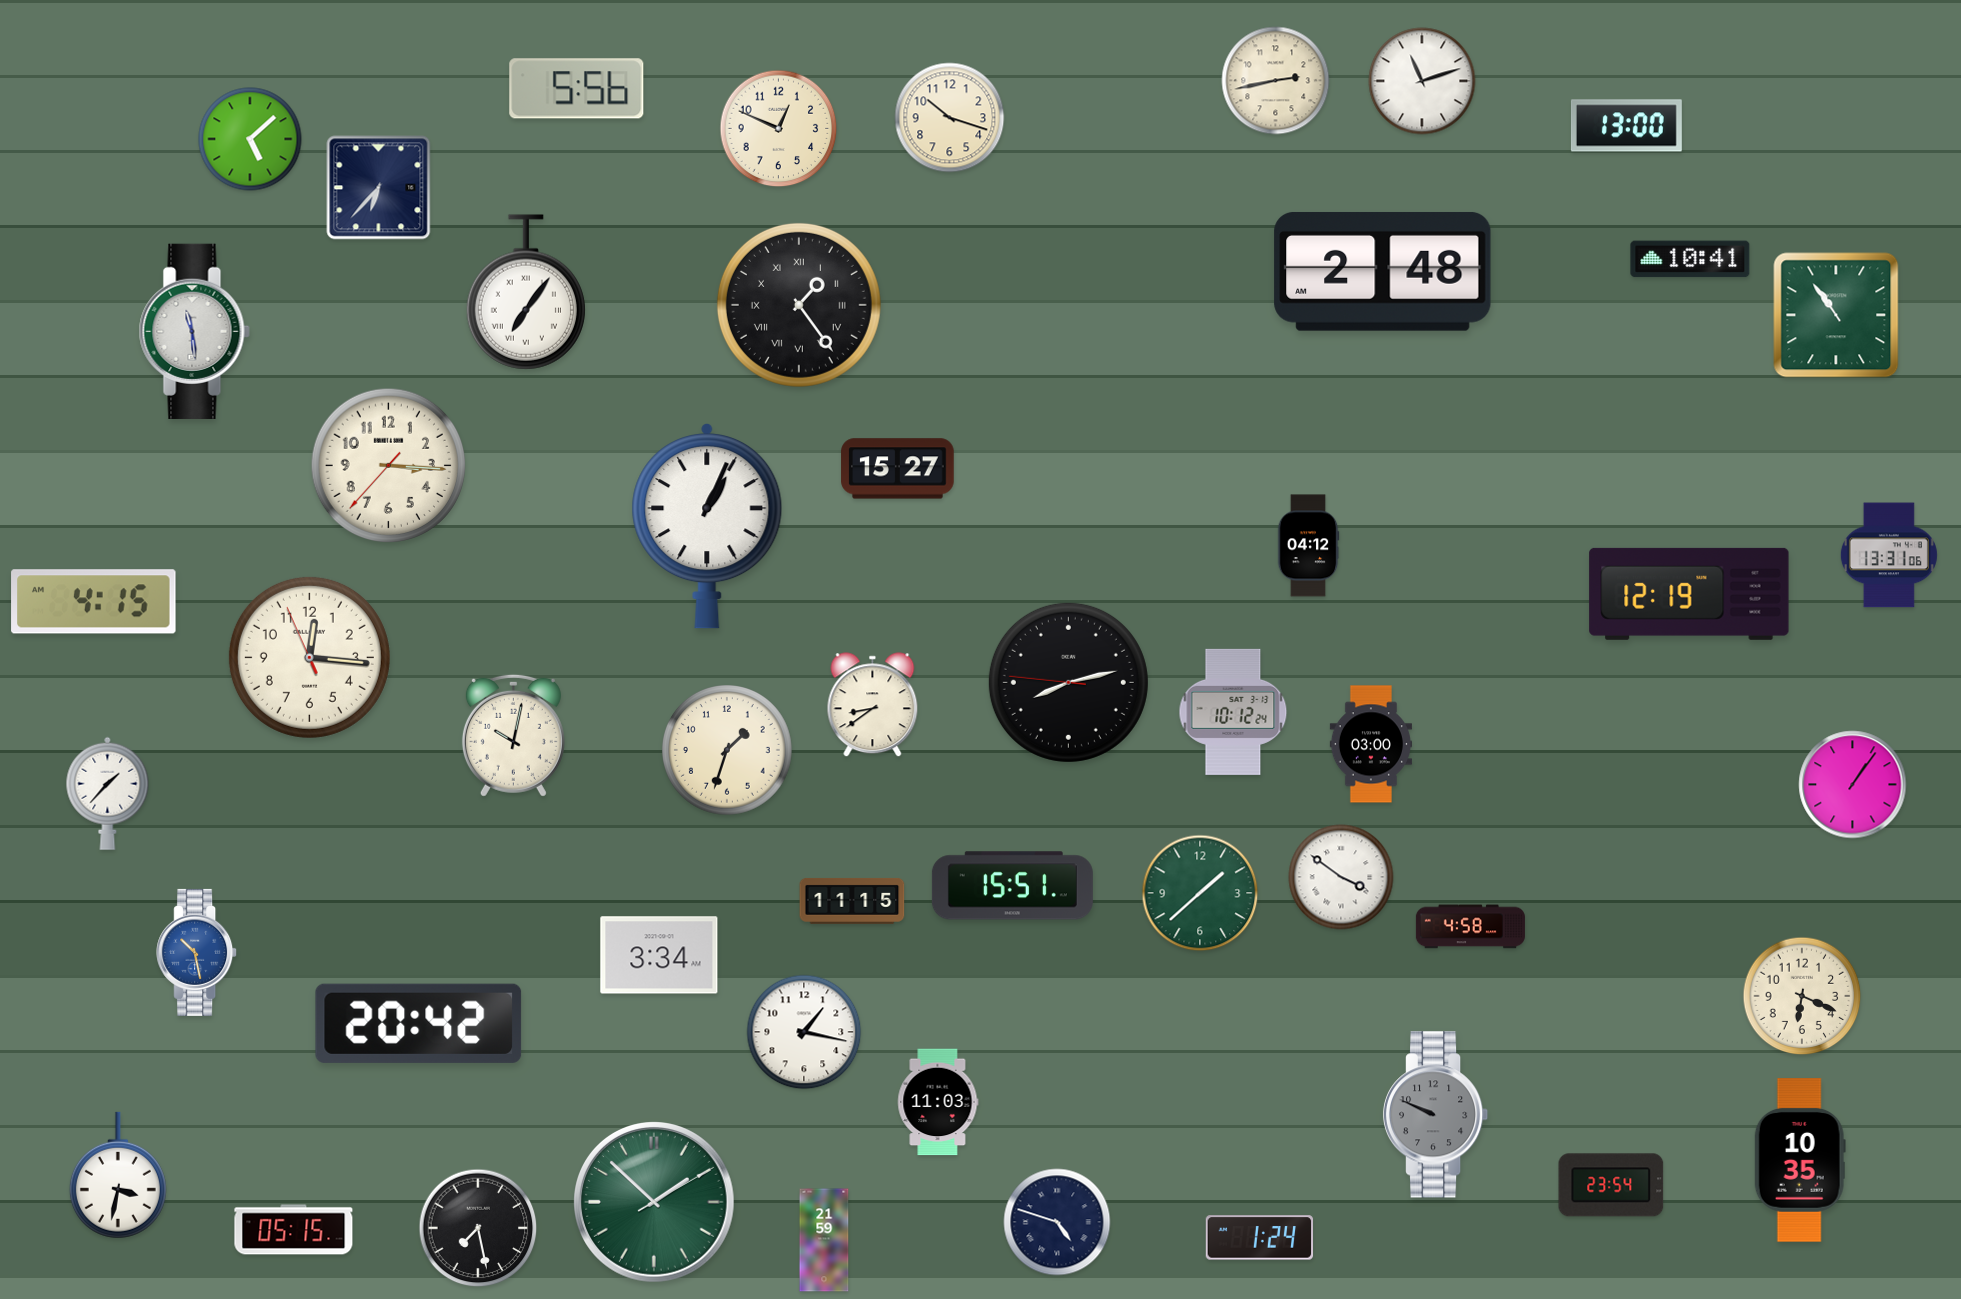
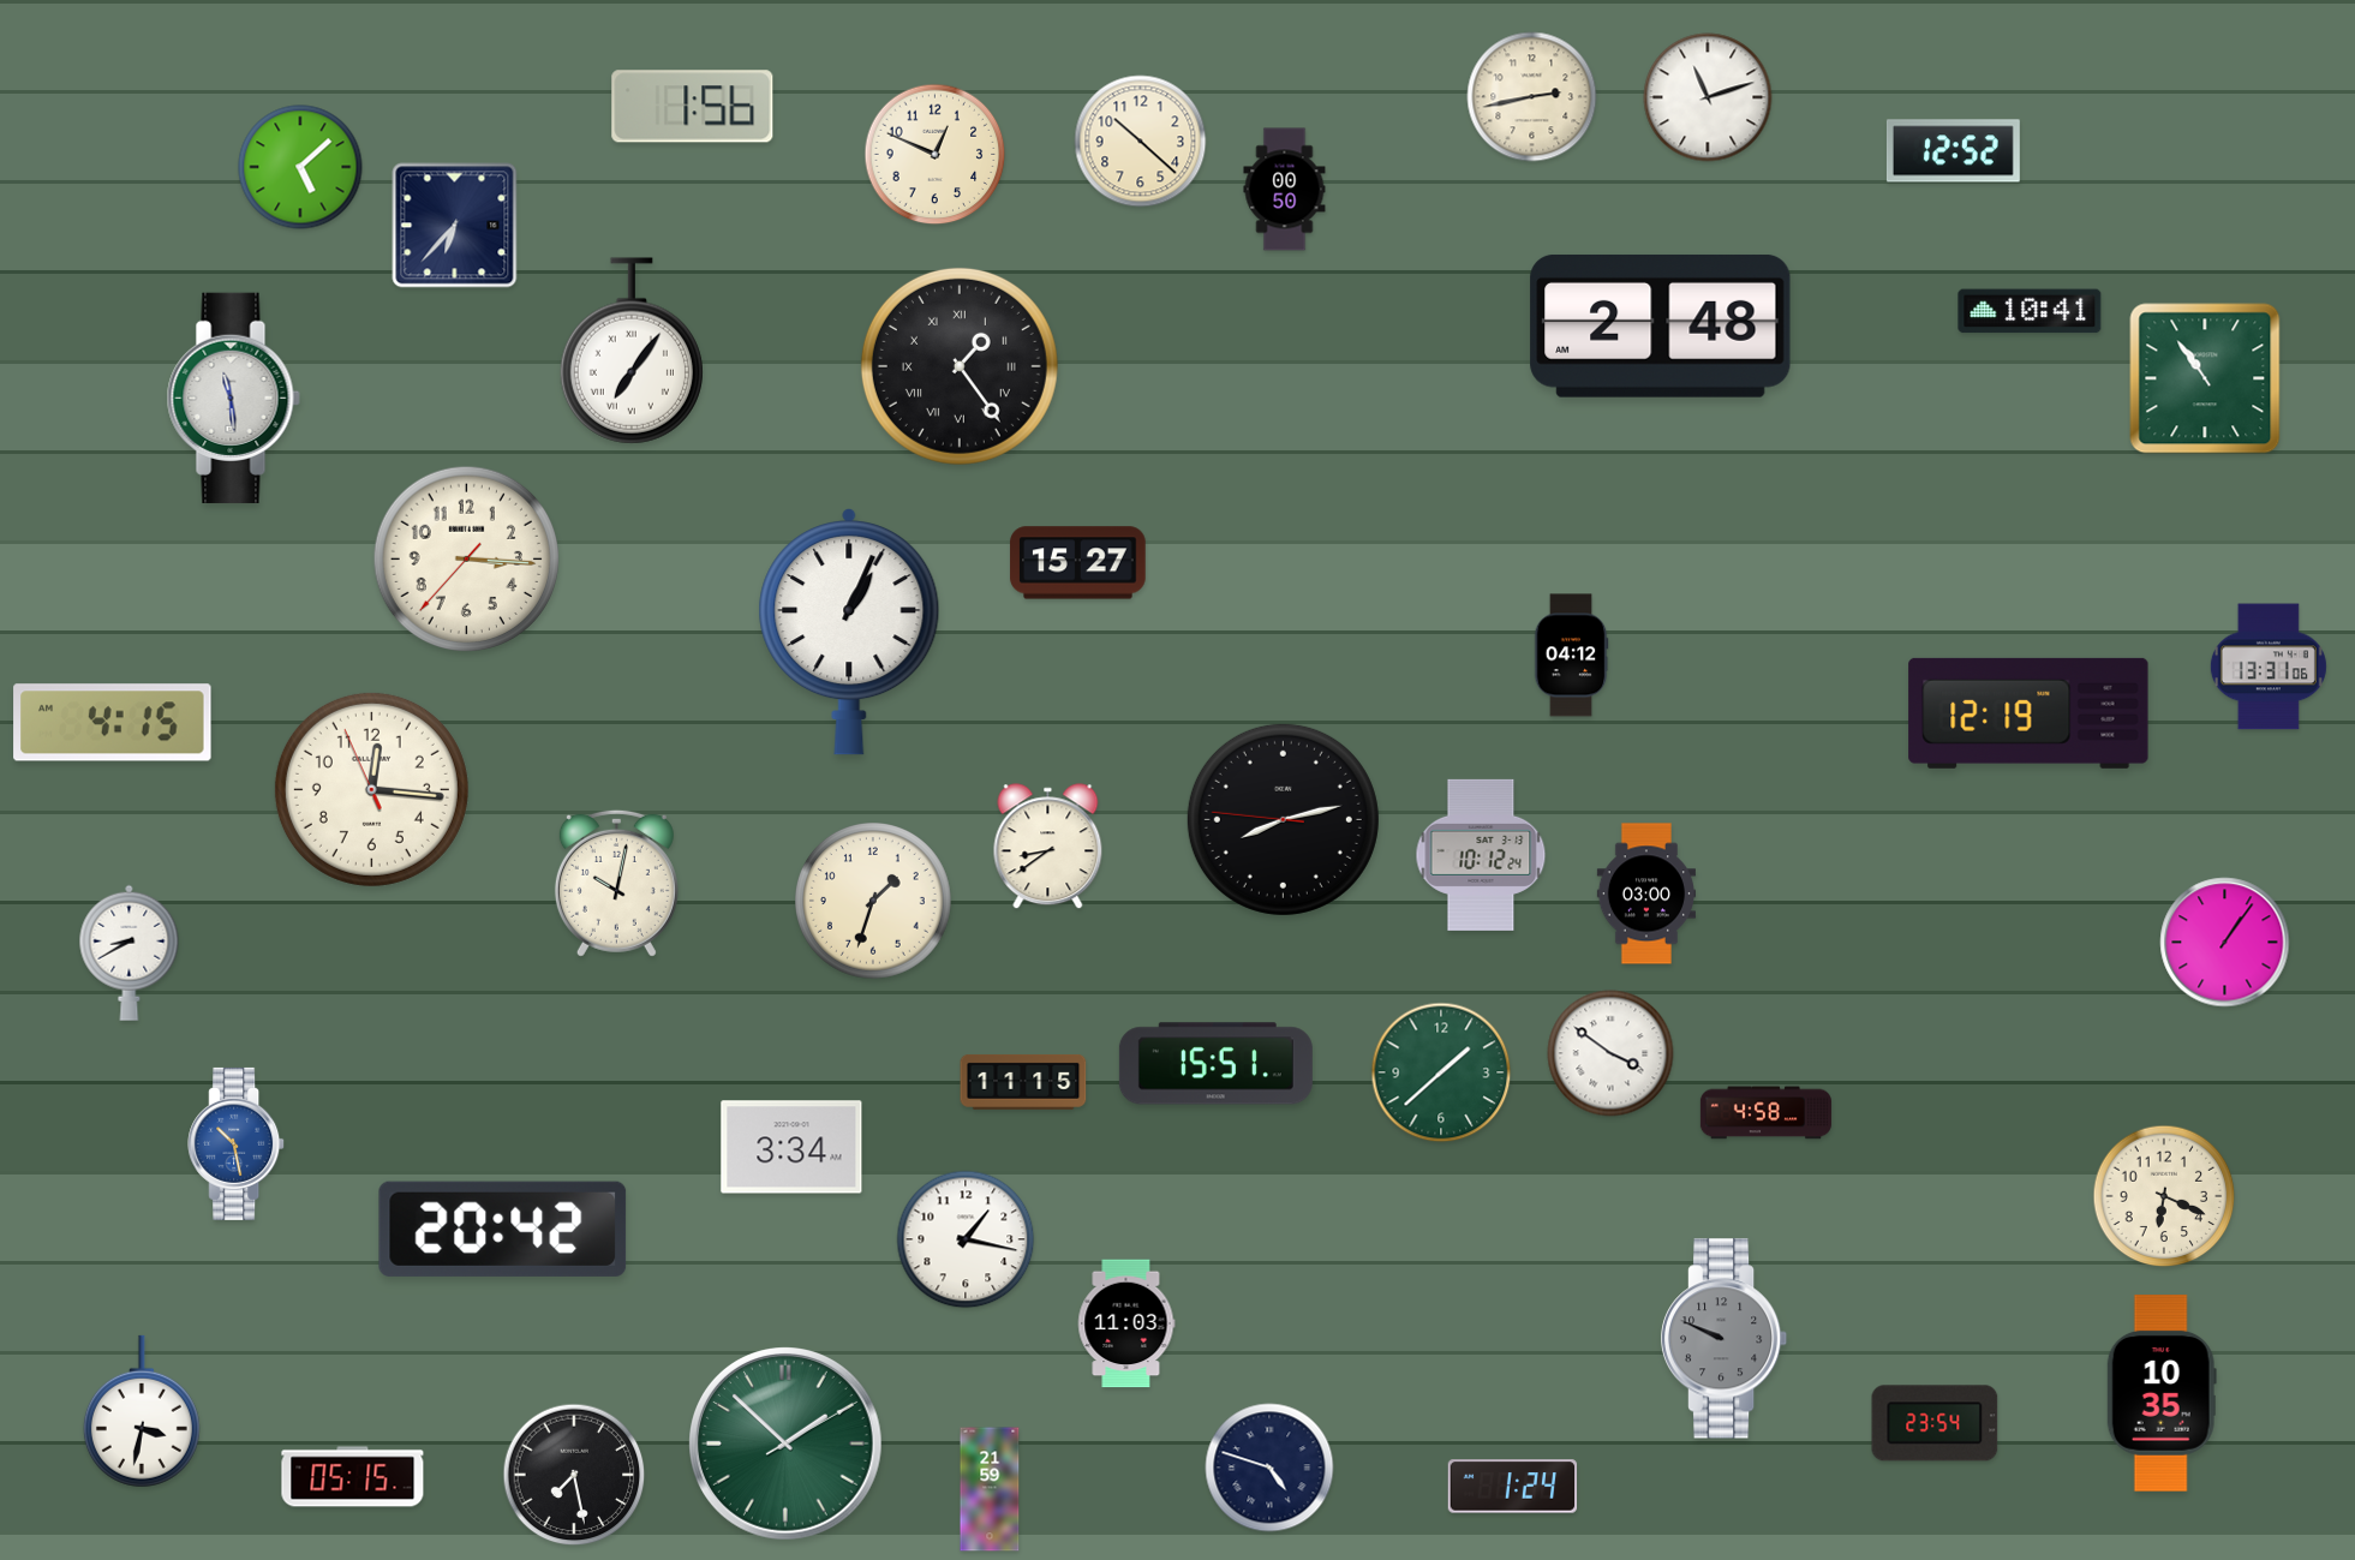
clock at (577, 89): 5:56 -> 1:56
clock at (950, 118): 10:18 -> 10:22
clock at (1626, 126): 13:00 -> 12:52
clock at (1285, 190): none -> 00:50
clock at (108, 793): 1:37 -> 8:40
